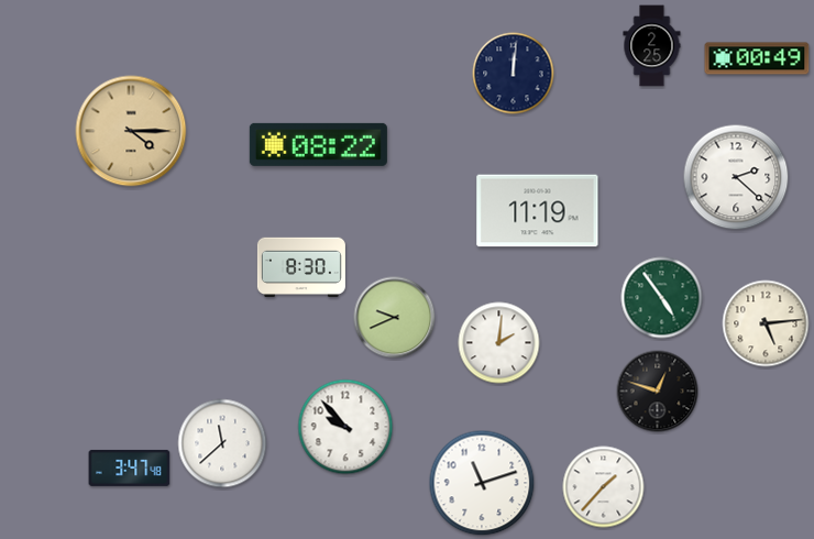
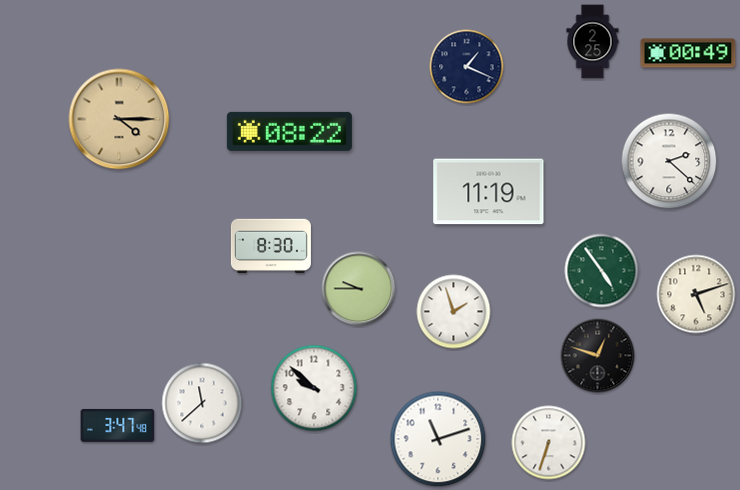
clock at (514, 74): 12:01 -> 1:19
clock at (301, 266) position: (301, 266) -> (271, 245)
clock at (395, 318): 9:41 -> 9:45
clock at (766, 323): 5:14 -> 5:12
clock at (499, 343): 2:01 -> 1:57
clock at (345, 427): 9:53 -> 9:52
clock at (604, 487): 1:37 -> 6:33
